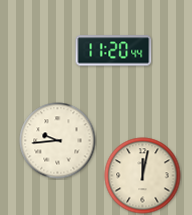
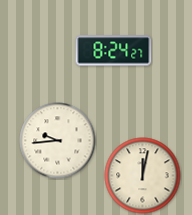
clock at (114, 51): 11:20 -> 8:24
